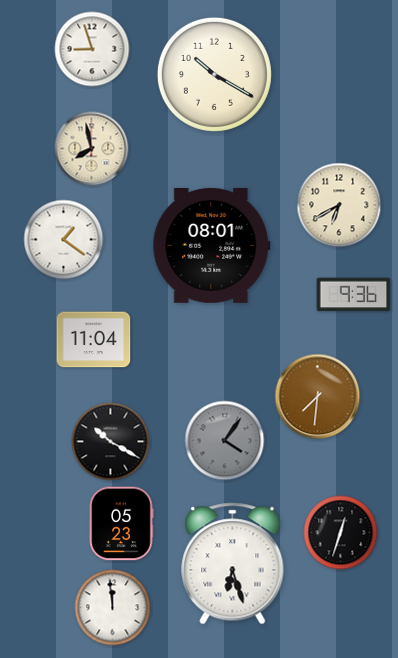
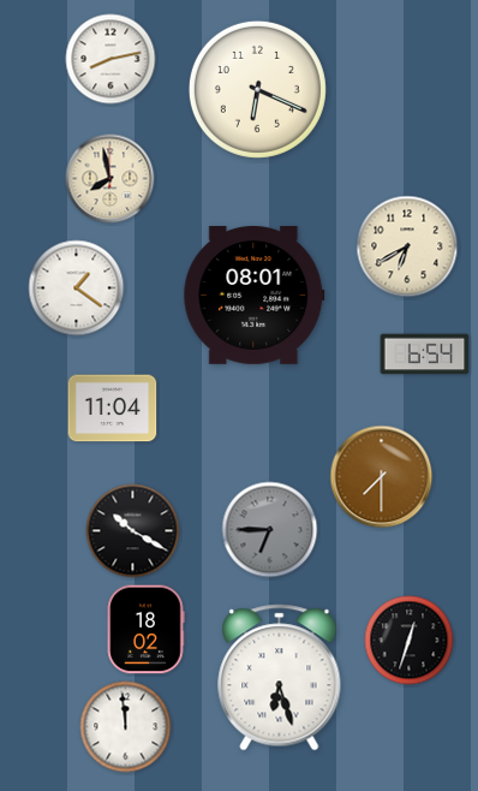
clock at (92, 49): 8:57 -> 8:13
clock at (214, 74): 10:20 -> 6:19
clock at (354, 295): 9:36 -> 6:54
clock at (318, 397): 7:31 -> 7:30
clock at (225, 441): 4:06 -> 6:45
clock at (121, 524): 05:23 -> 18:02
clock at (113, 608) position: (113, 608) -> (126, 727)
